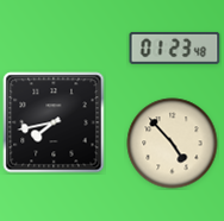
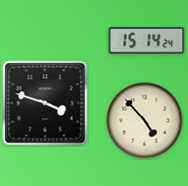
clock at (175, 48): 01:23 -> 15:14
clock at (54, 122): 7:43 -> 3:48
